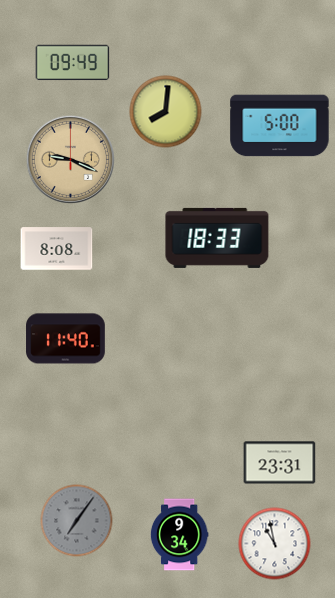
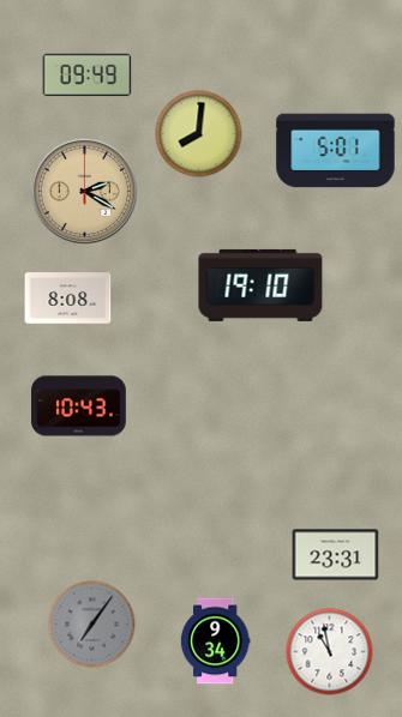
clock at (280, 126): 5:00 -> 5:01
clock at (70, 159): 9:19 -> 2:20
clock at (217, 238): 18:33 -> 19:10
clock at (66, 339): 11:40 -> 10:43
